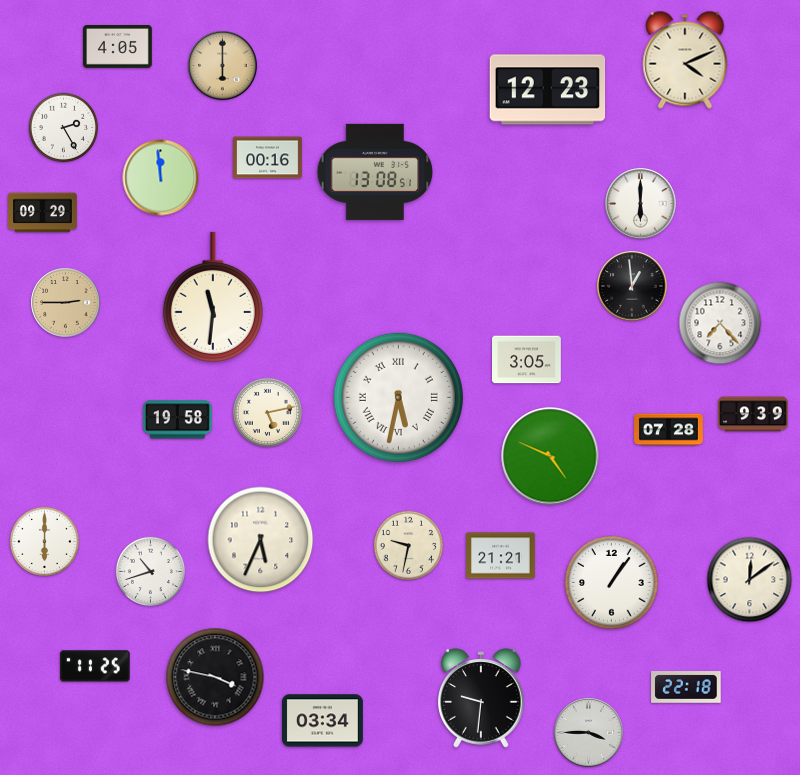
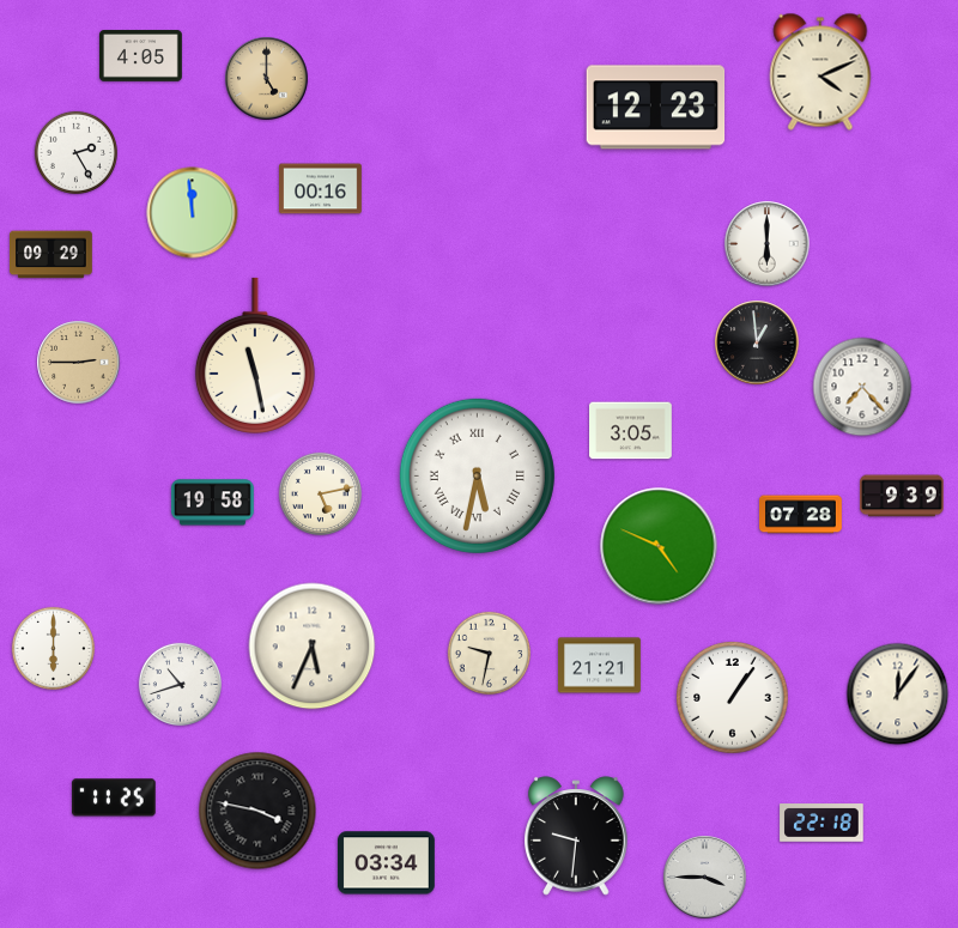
clock at (223, 66): 6:00 -> 5:00
clock at (375, 172): 13:08 -> none
clock at (213, 297): 11:31 -> 11:28
clock at (750, 580): 12:09 -> 12:06
